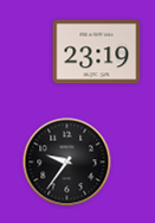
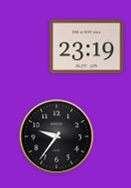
clock at (97, 52) position: (97, 52) -> (87, 47)
